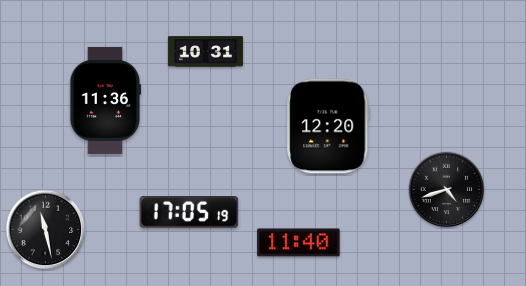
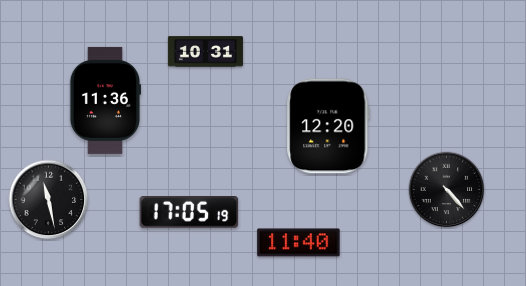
clock at (447, 190): 4:42 -> 4:23
clock at (46, 230) position: (46, 230) -> (49, 200)
